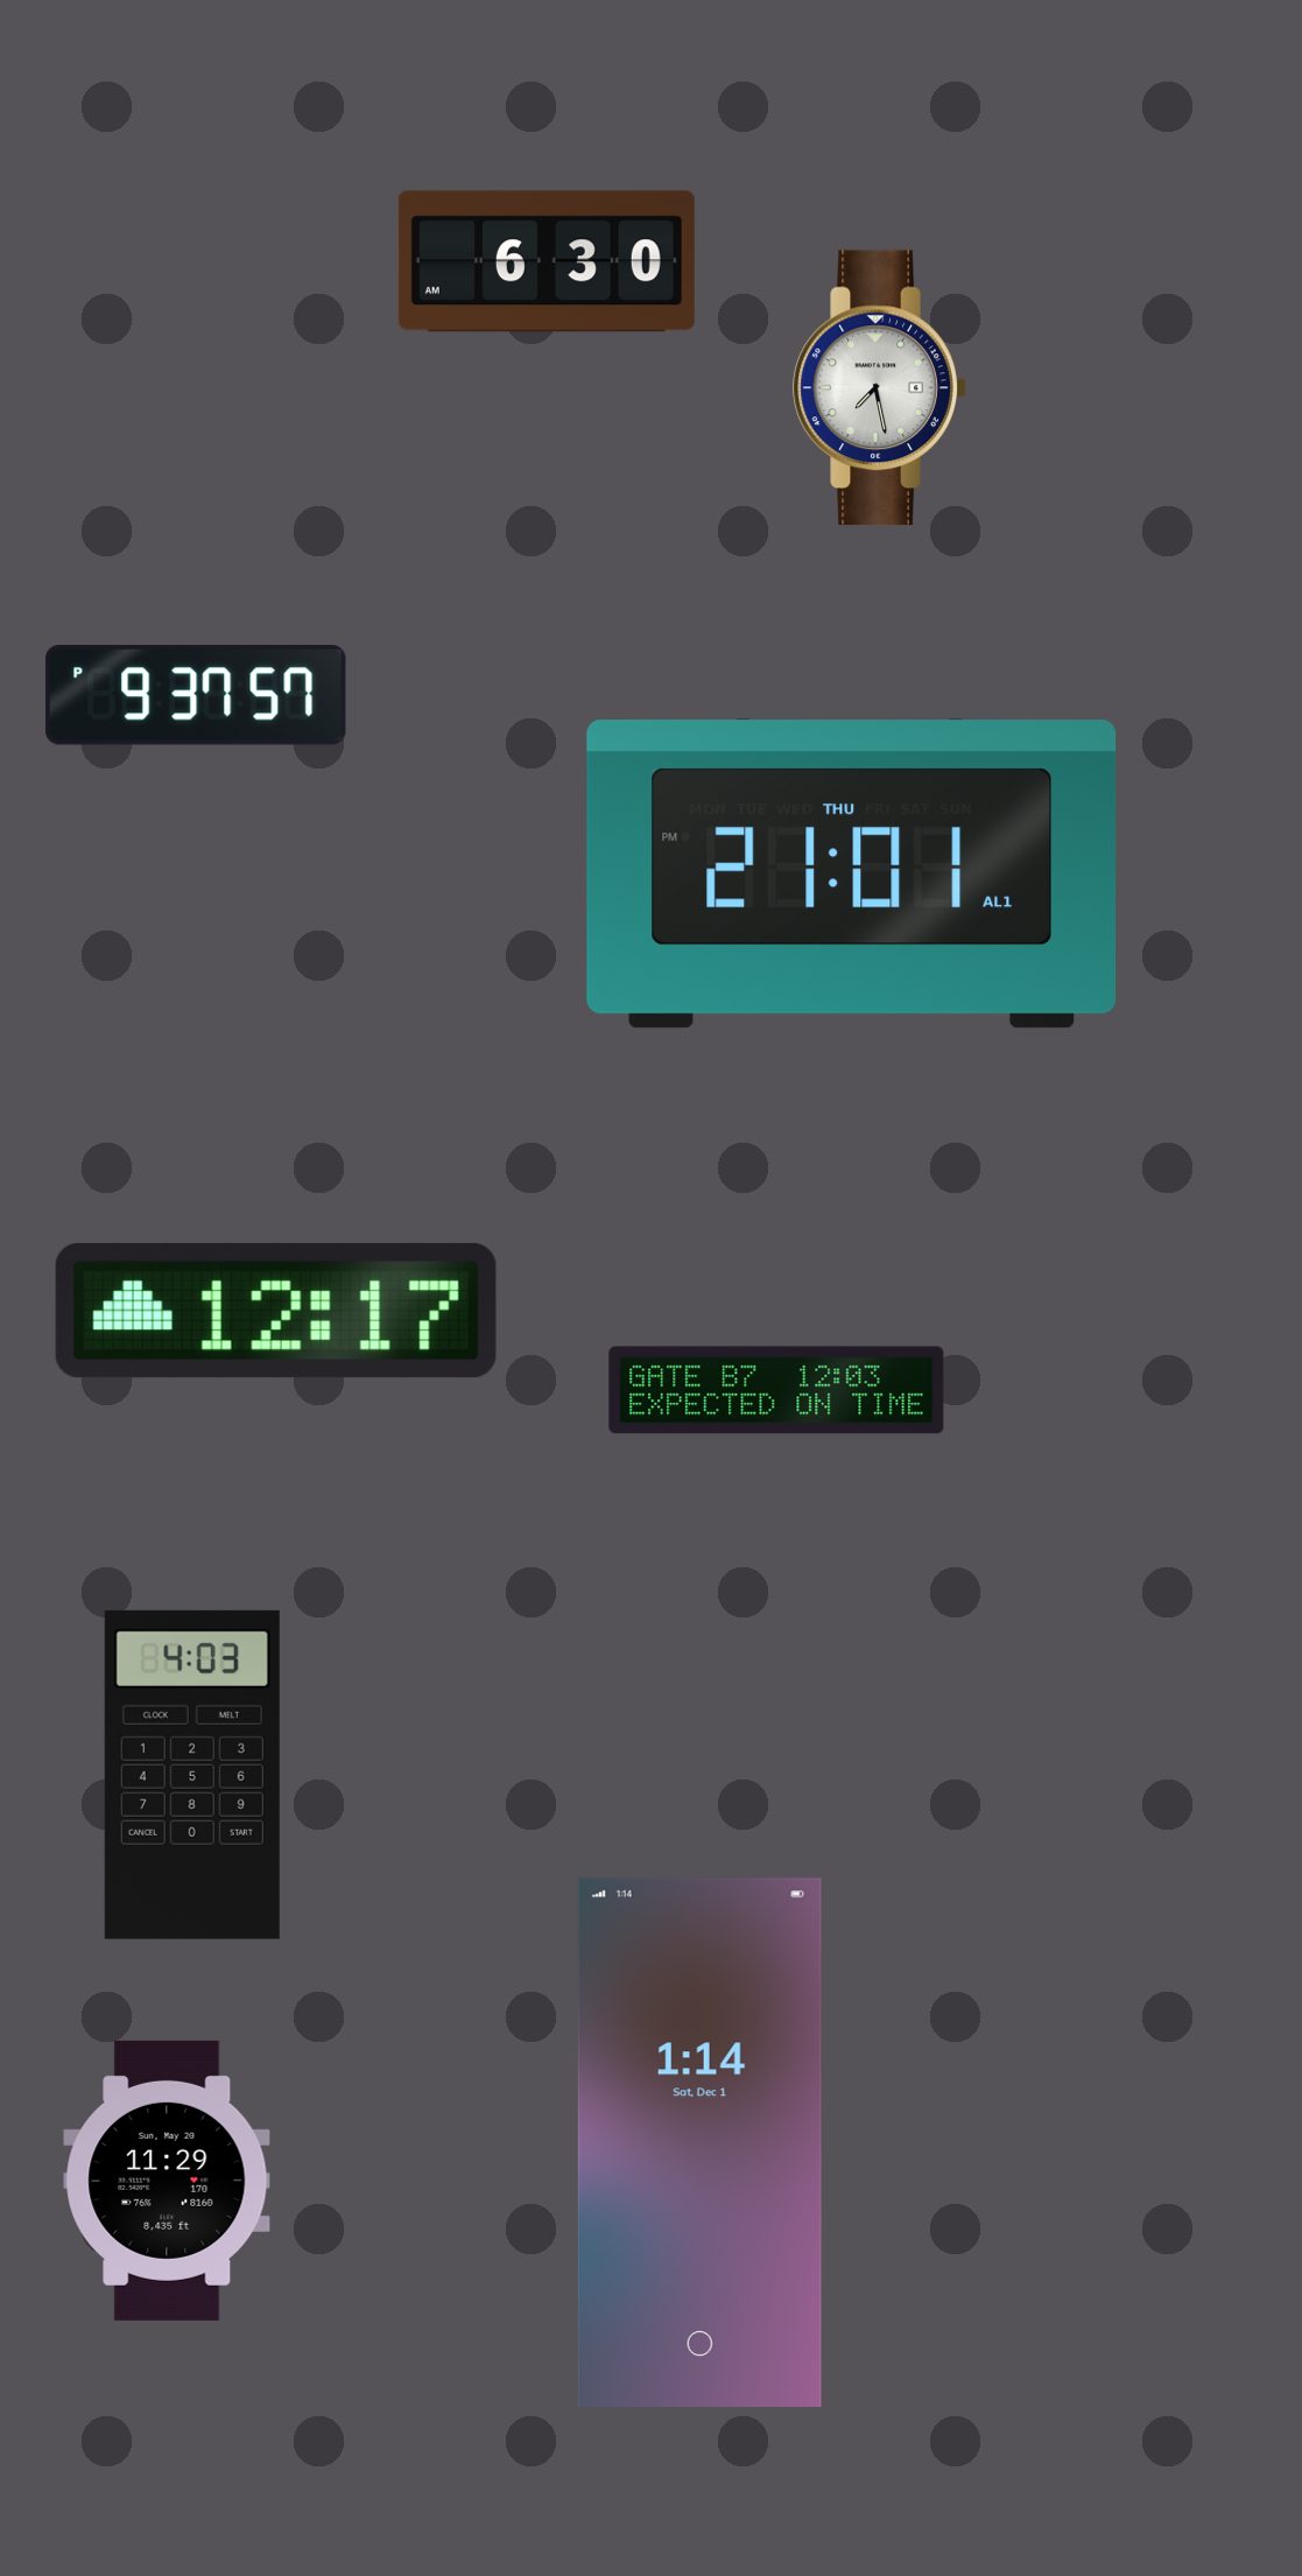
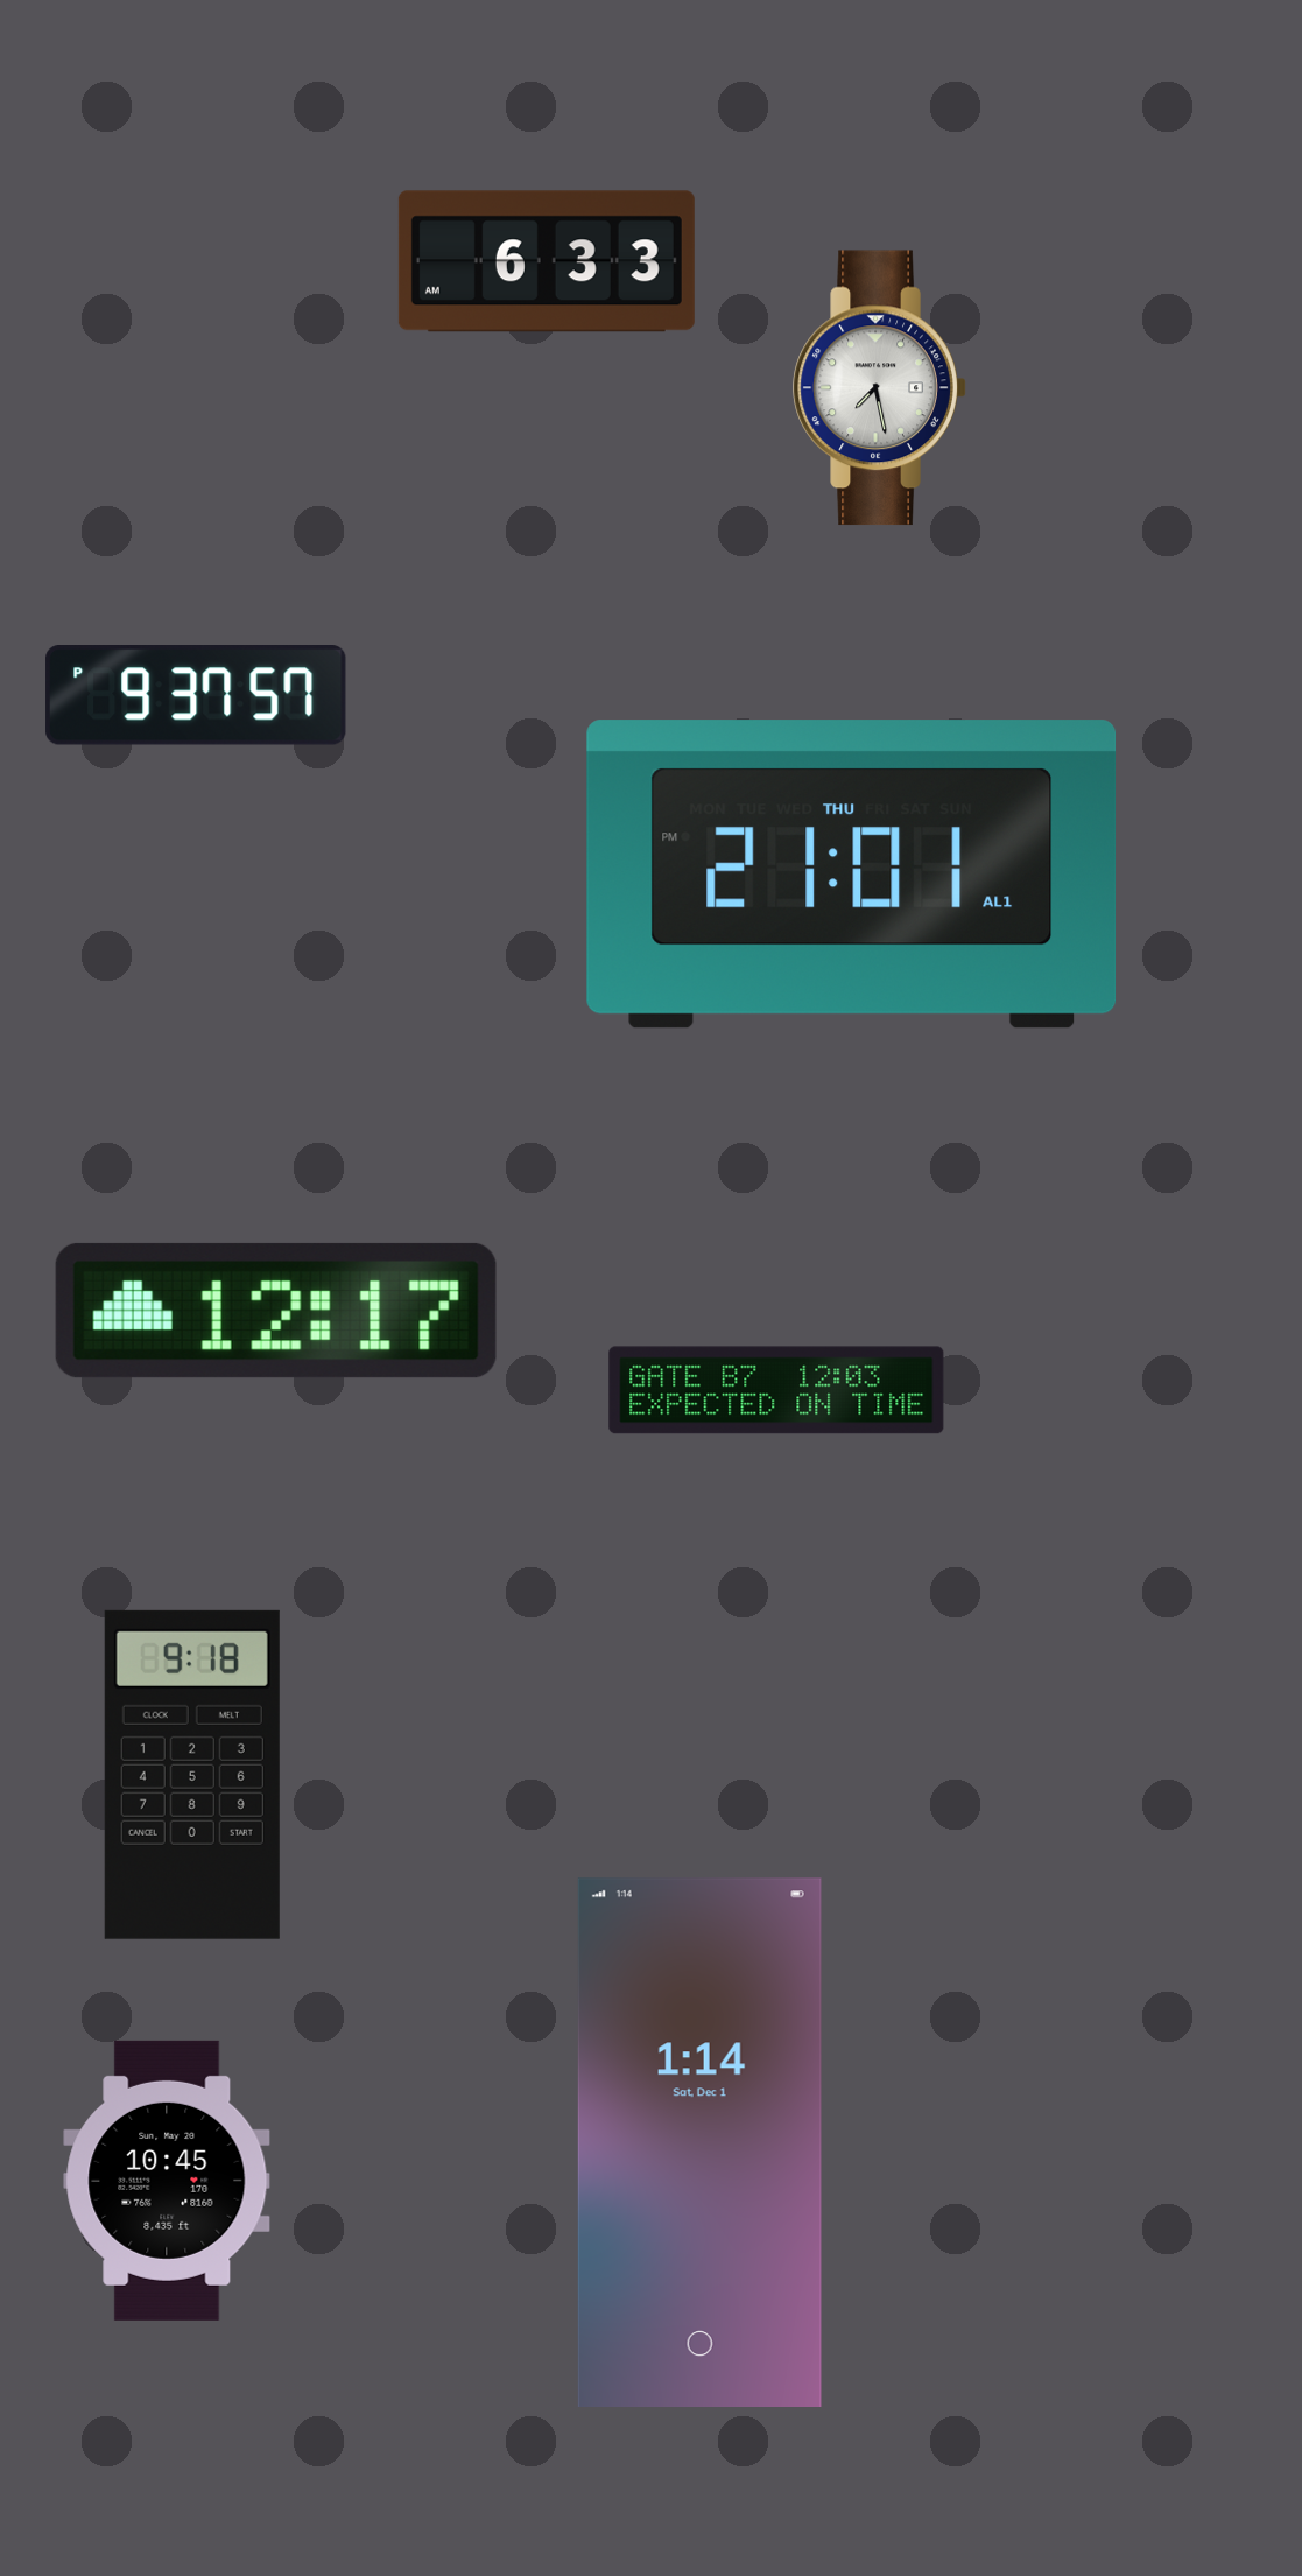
clock at (547, 261): 6:30 -> 6:33
clock at (192, 1775): 4:03 -> 9:18
clock at (167, 2181): 11:29 -> 10:45
